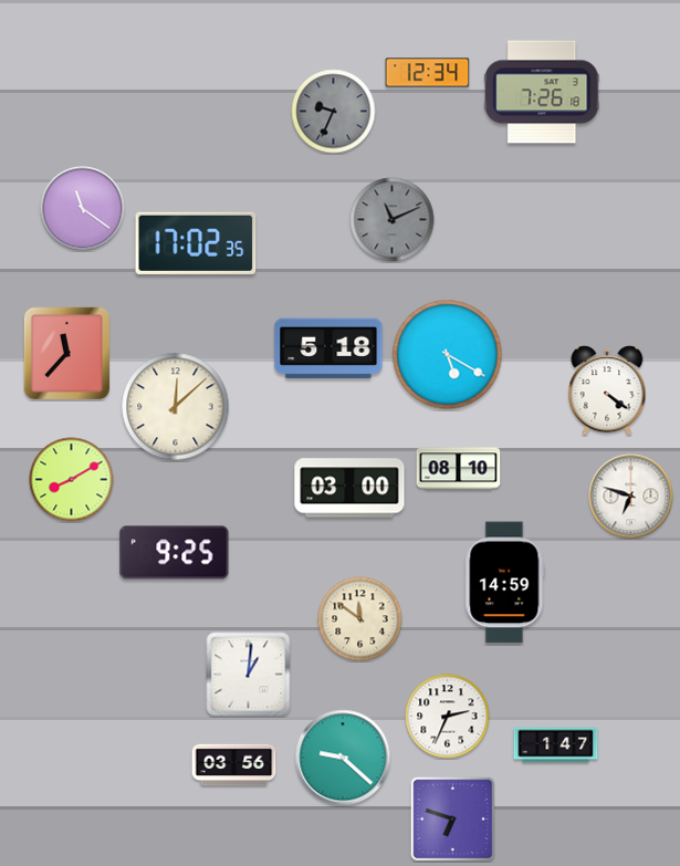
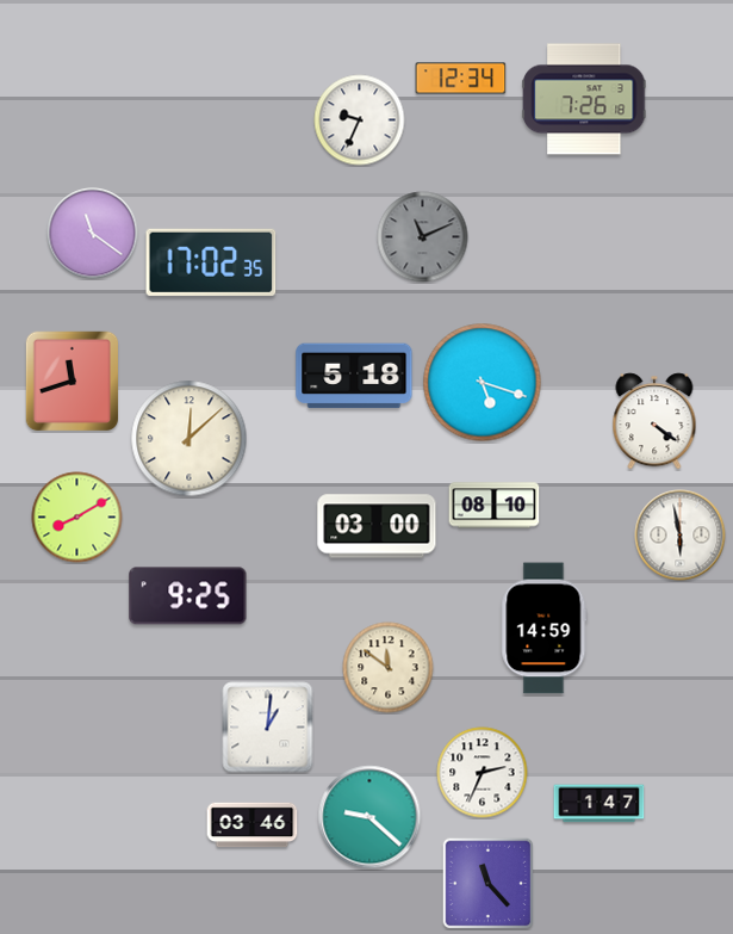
clock at (334, 112) dial: grey -> white
clock at (83, 209) position: (83, 209) -> (93, 234)
clock at (67, 354): 11:37 -> 11:42
clock at (448, 355): 5:20 -> 5:18
clock at (631, 497): 6:48 -> 5:58
clock at (234, 765): 03:56 -> 03:46
clock at (452, 818): 6:48 -> 11:23
